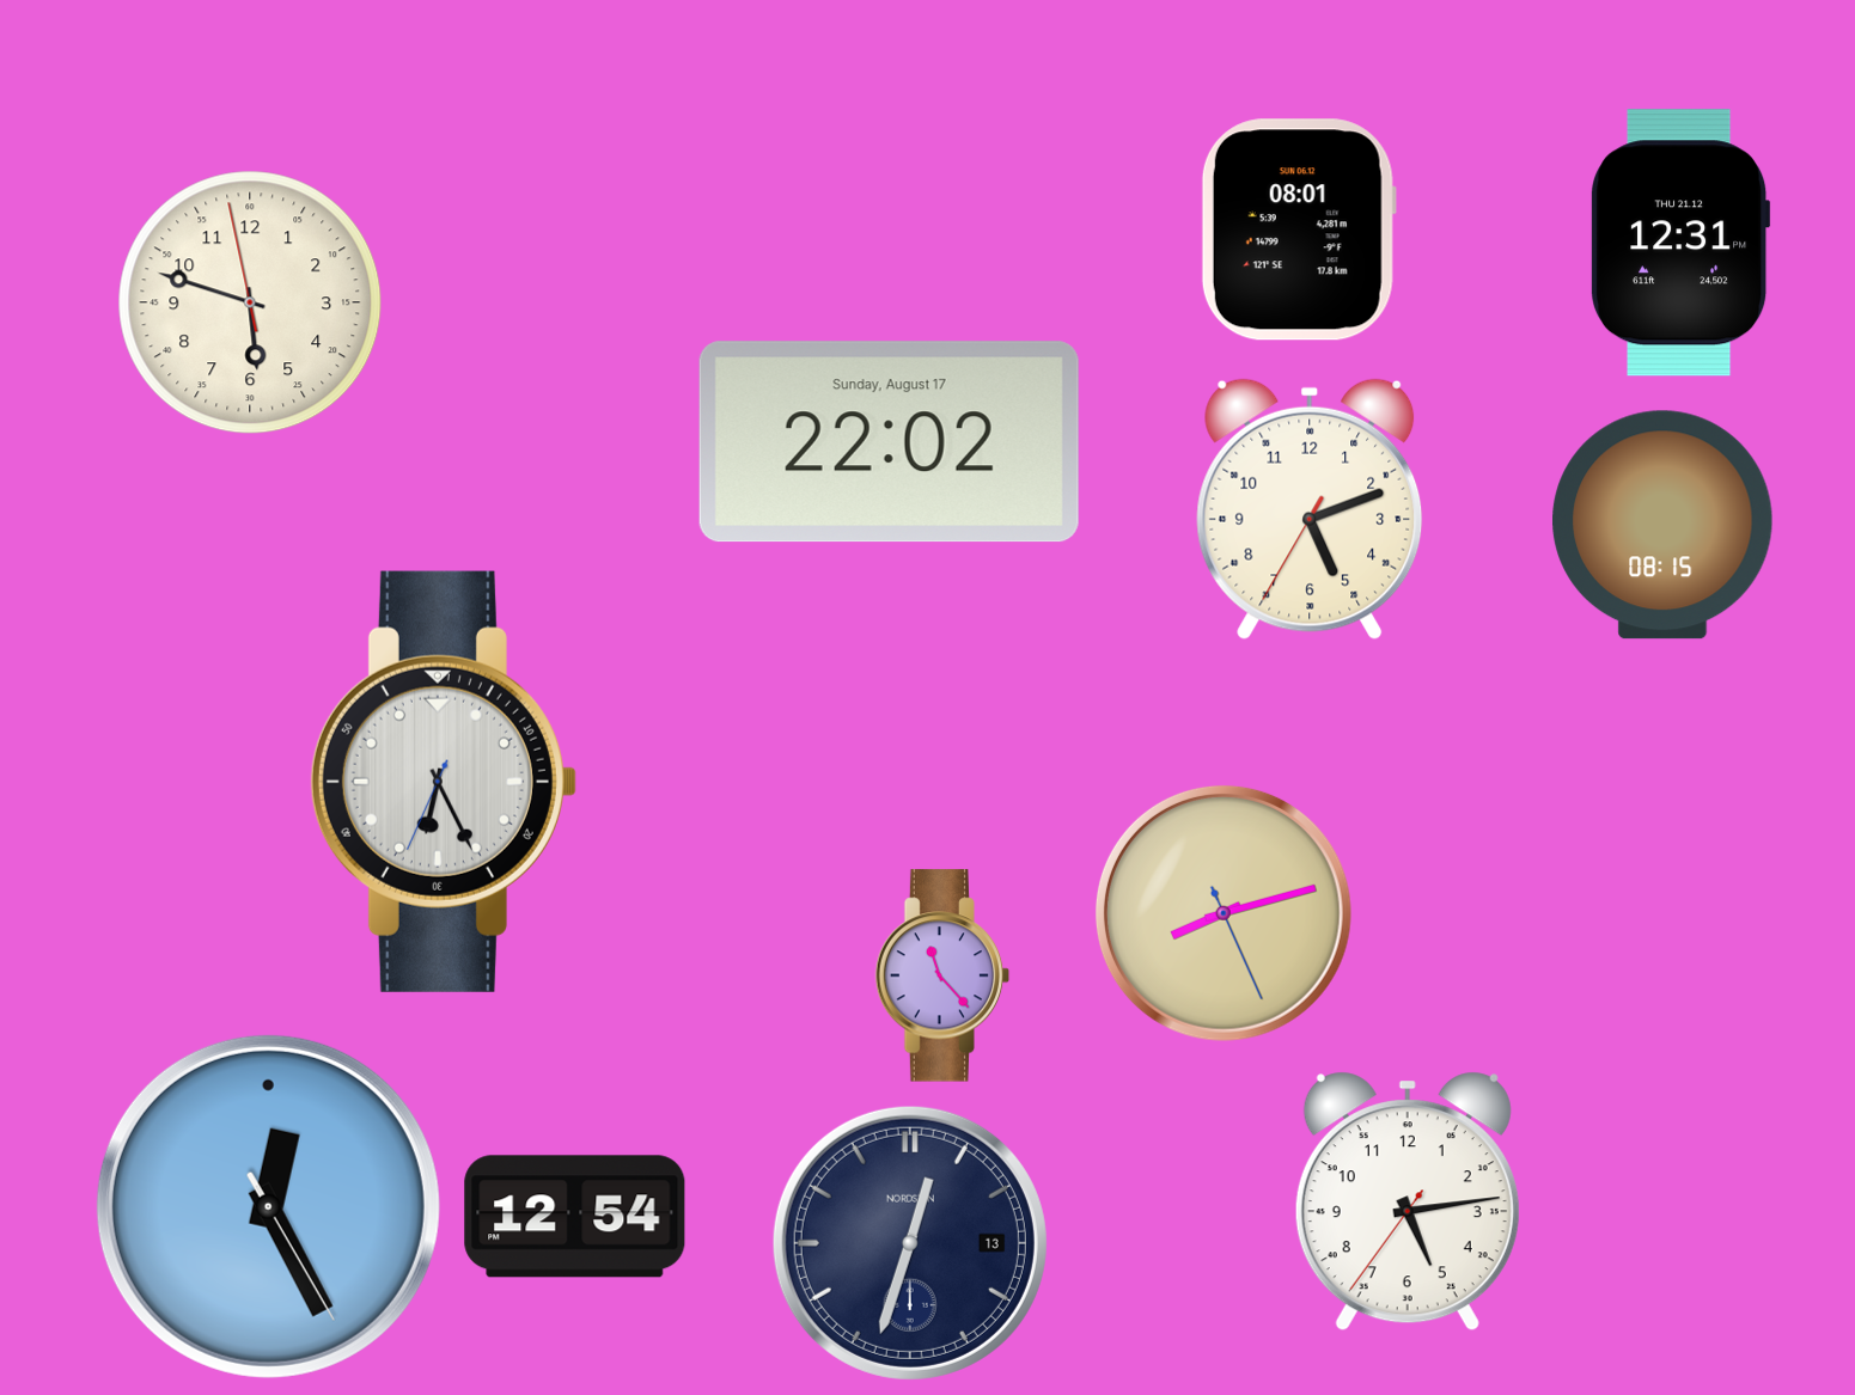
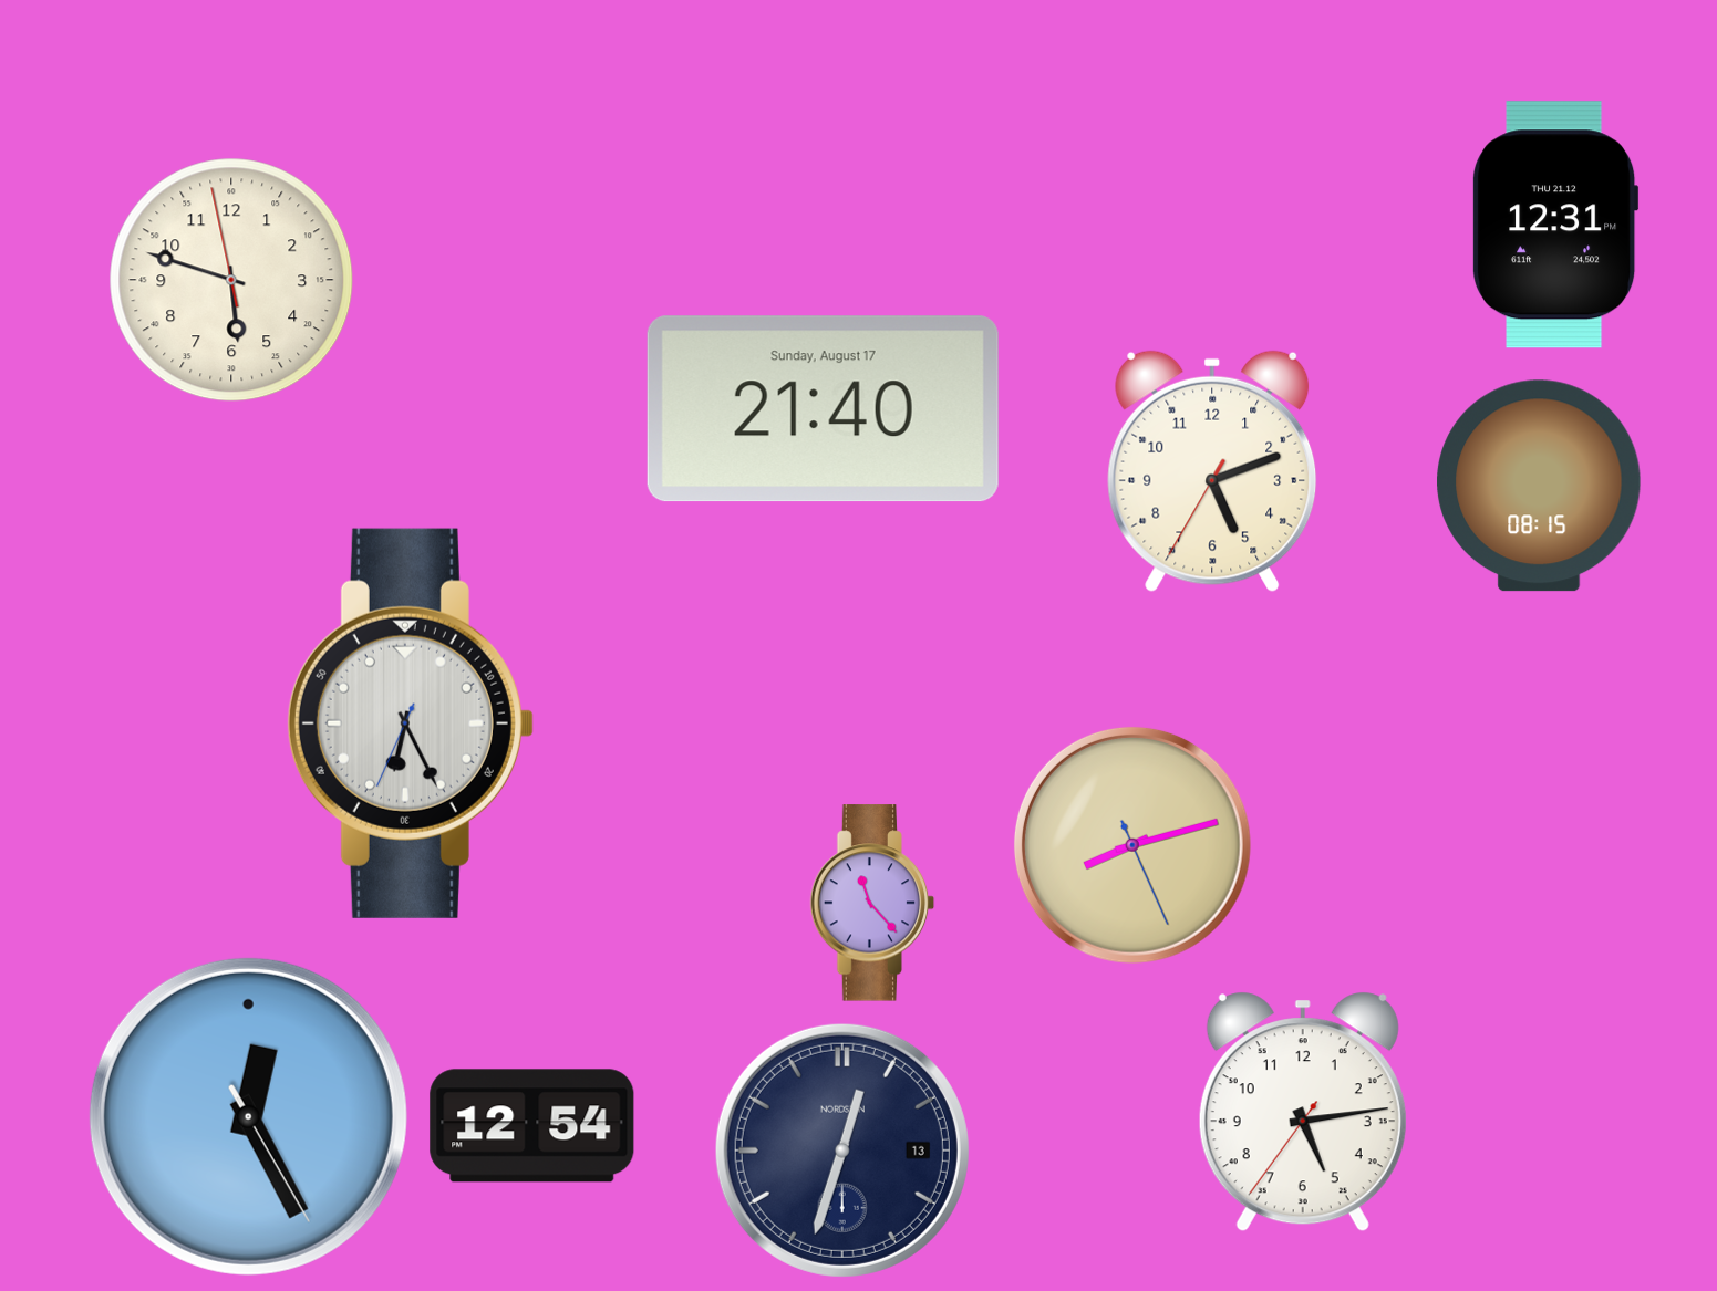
clock at (1299, 230): 08:01 -> none
clock at (889, 442): 22:02 -> 21:40
